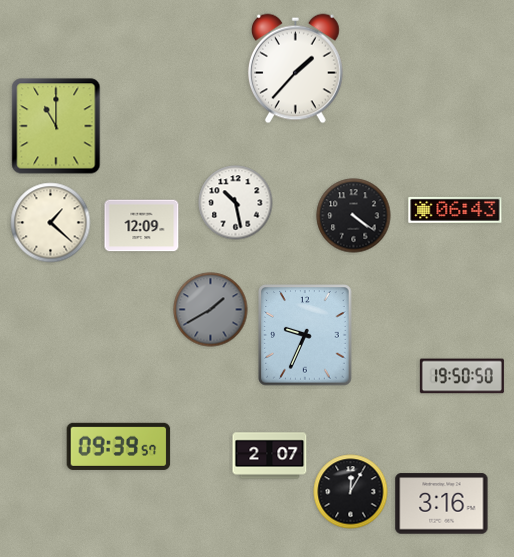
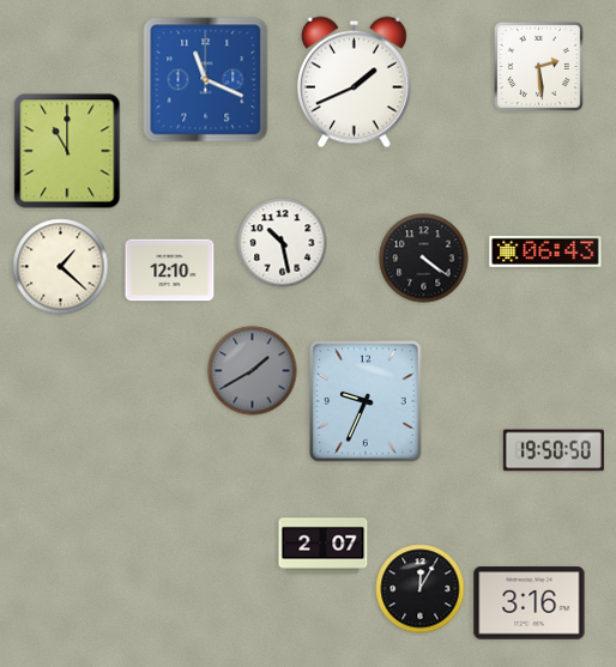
clock at (538, 66): none -> 2:29
clock at (206, 80): none -> 11:19
clock at (295, 69): 1:37 -> 1:41
clock at (142, 226): 12:09 -> 12:10
clock at (119, 446): 09:39 -> none
